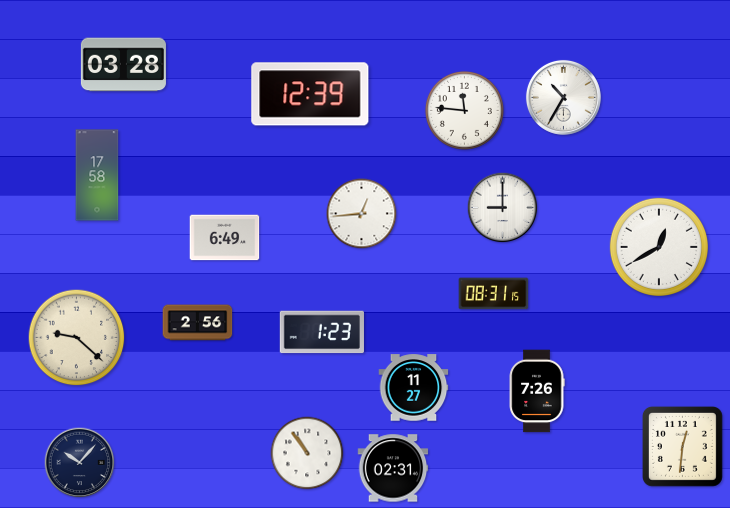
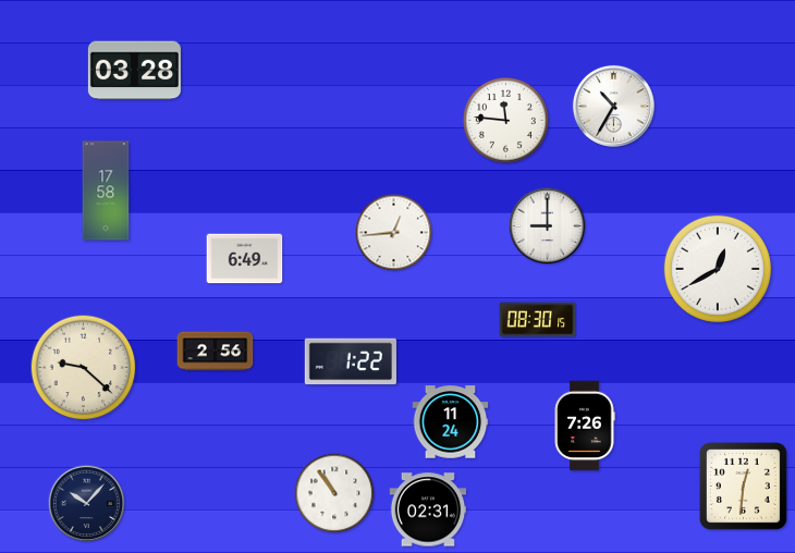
clock at (310, 94): 12:39 -> none
clock at (494, 294): 08:31 -> 08:30
clock at (322, 332): 1:23 -> 1:22
clock at (414, 388): 11:27 -> 11:24
